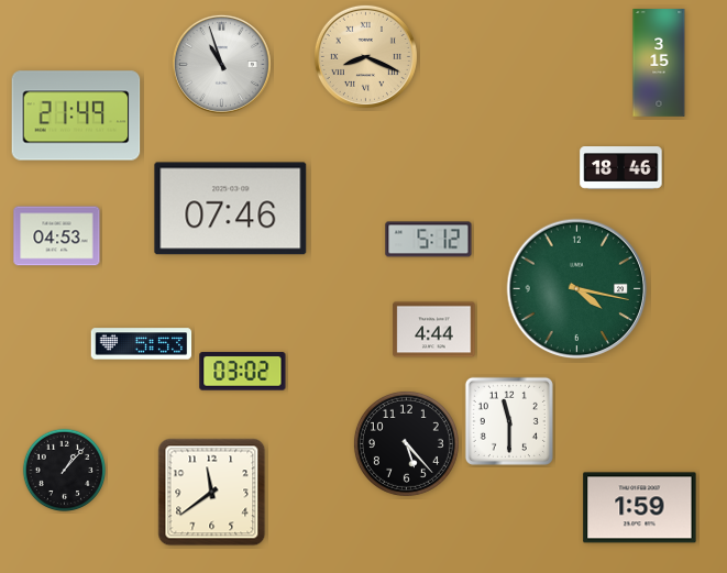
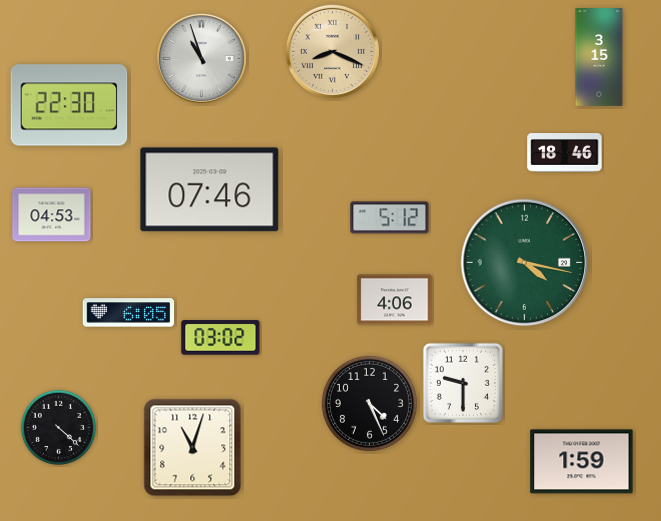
clock at (76, 115): 21:49 -> 22:30
clock at (434, 330): 4:44 -> 4:06
clock at (142, 344): 5:53 -> 6:05
clock at (509, 421): 11:30 -> 9:30
clock at (406, 443): 5:23 -> 4:26
clock at (64, 470): 1:07 -> 4:22
clock at (212, 493): 11:39 -> 11:03
